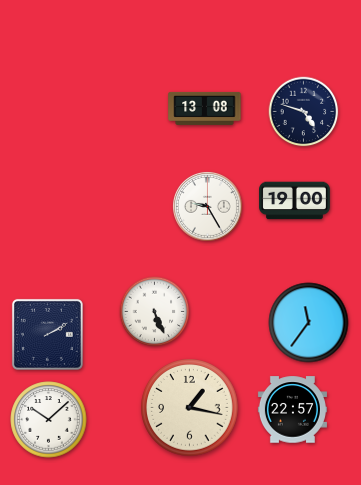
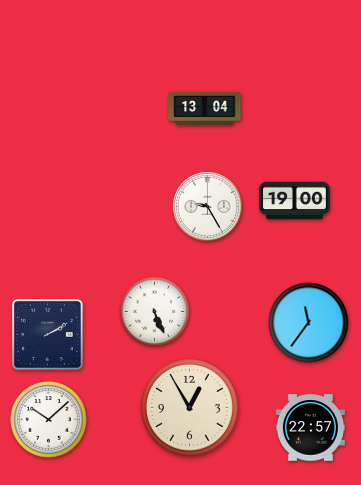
clock at (205, 108): 13:08 -> 13:04
clock at (304, 112): 4:48 -> none
clock at (190, 408): 1:17 -> 12:55
clock at (292, 410) position: (292, 410) -> (310, 428)
